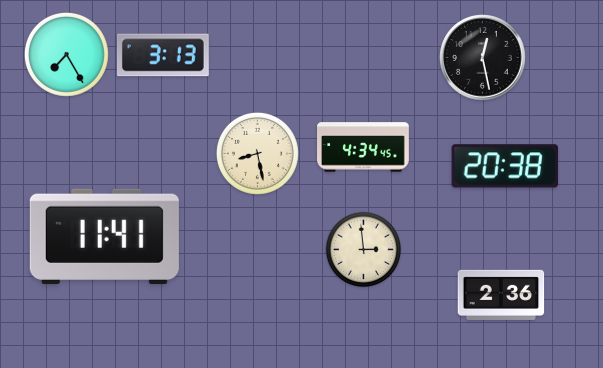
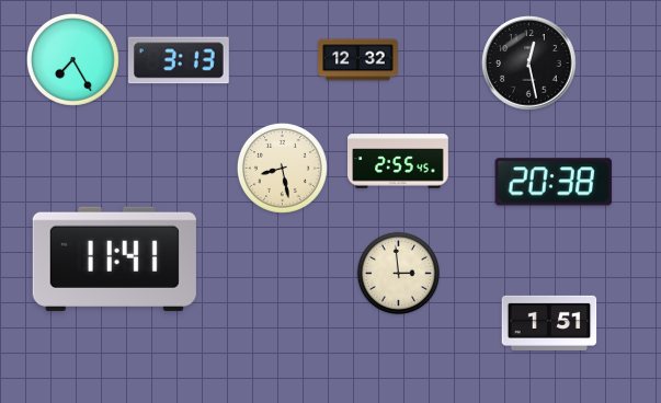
clock at (358, 60): none -> 12:32
clock at (364, 147): 4:34 -> 2:55
clock at (501, 295): 2:36 -> 1:51
